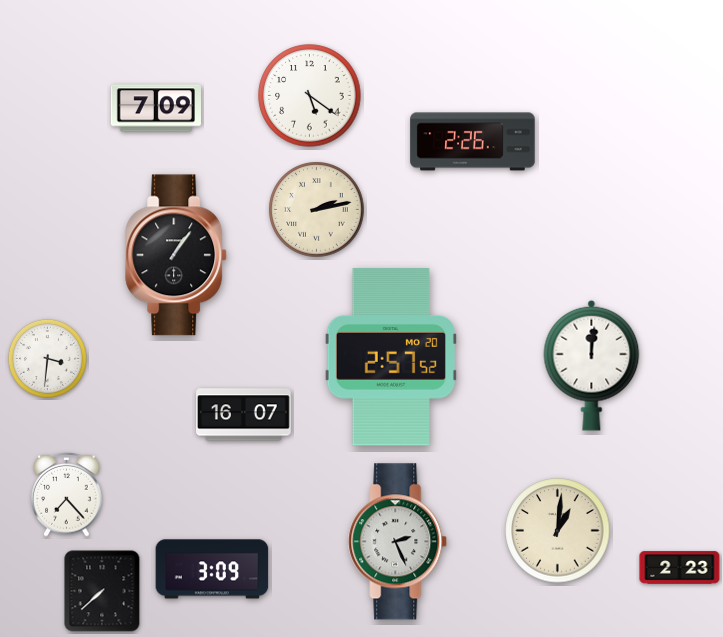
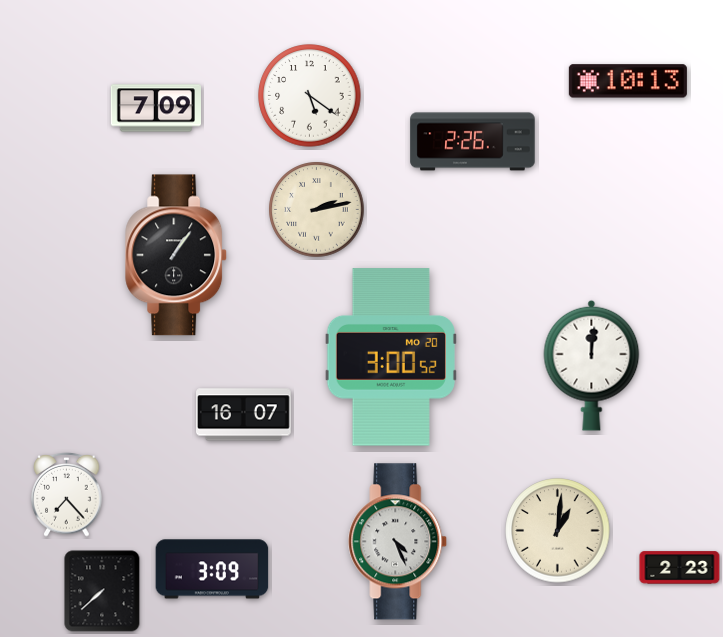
clock at (628, 81): none -> 10:13
clock at (391, 357): 2:57 -> 3:00
clock at (47, 358): 3:31 -> none
clock at (398, 542): 2:26 -> 4:26
